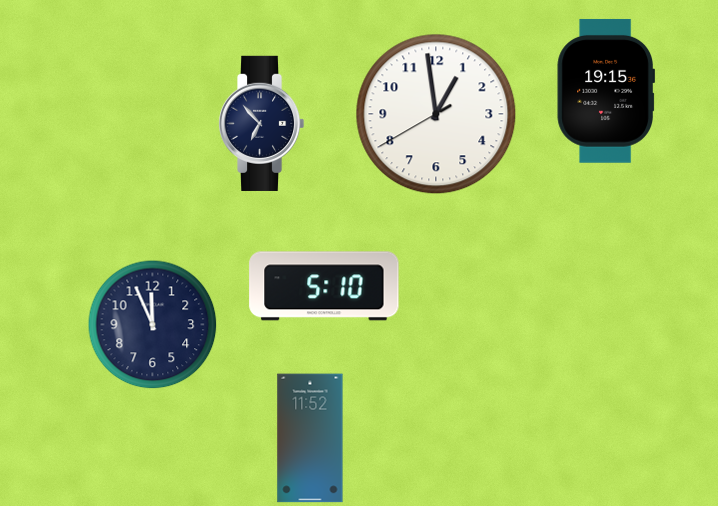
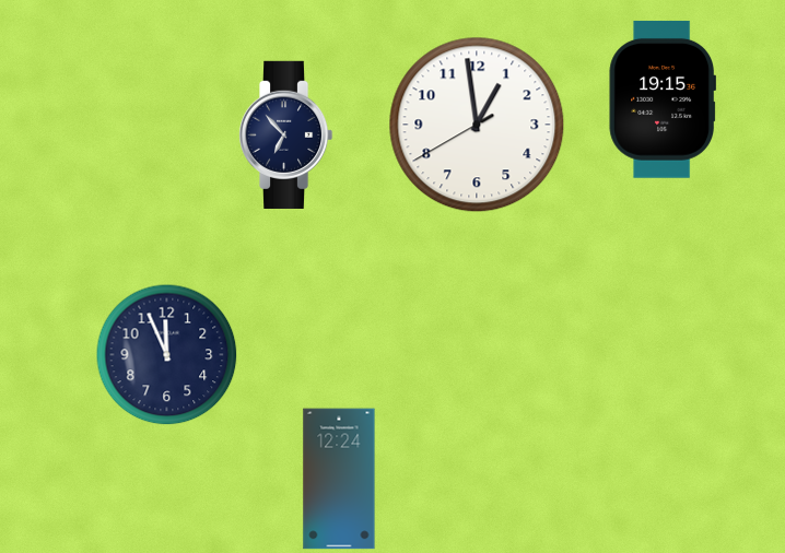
clock at (324, 286): 5:10 -> none
clock at (310, 438): 11:52 -> 12:24
